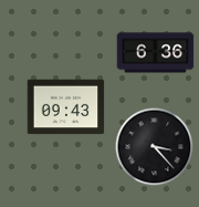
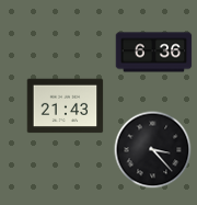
clock at (66, 107): 09:43 -> 21:43
clock at (155, 147) position: (155, 147) -> (153, 150)
